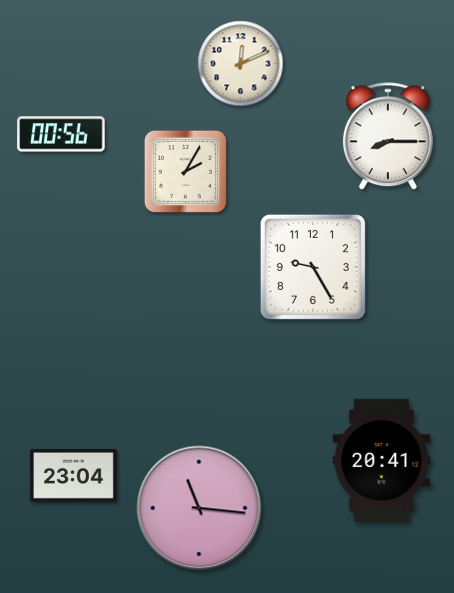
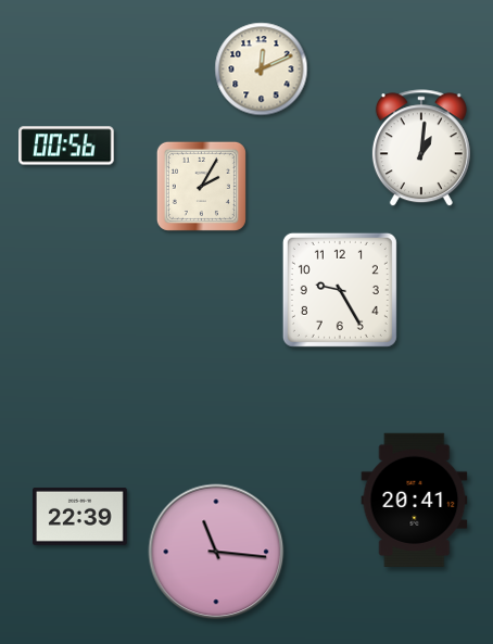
clock at (388, 137): 8:15 -> 1:01
clock at (74, 475): 23:04 -> 22:39
